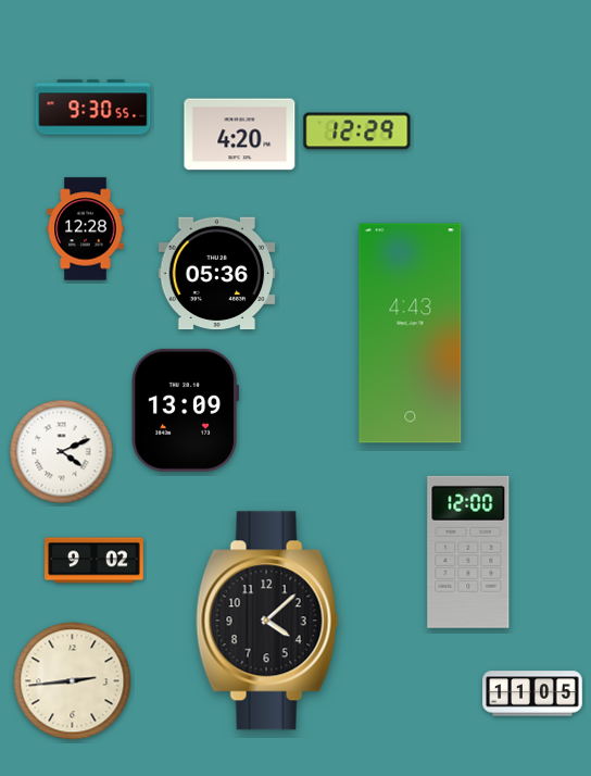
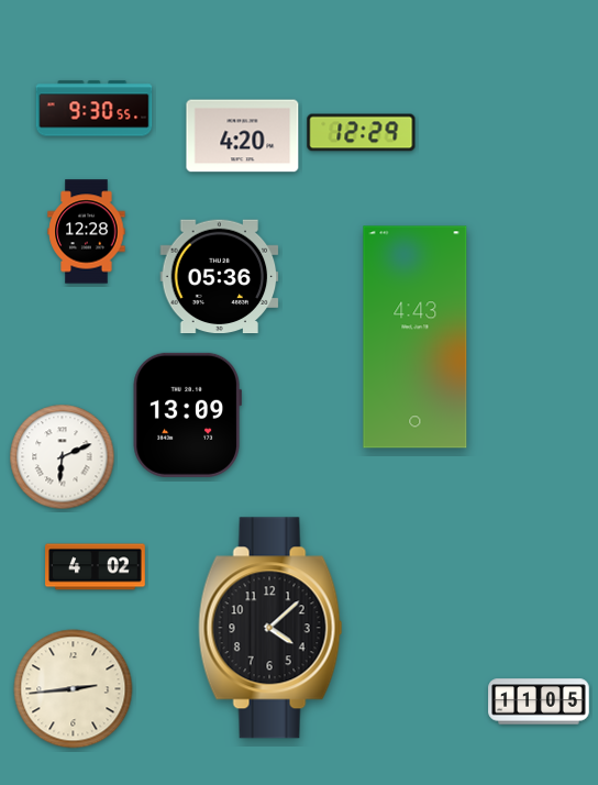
clock at (62, 452): 4:11 -> 6:11
clock at (468, 552): 12:00 -> none
clock at (95, 561): 9:02 -> 4:02
